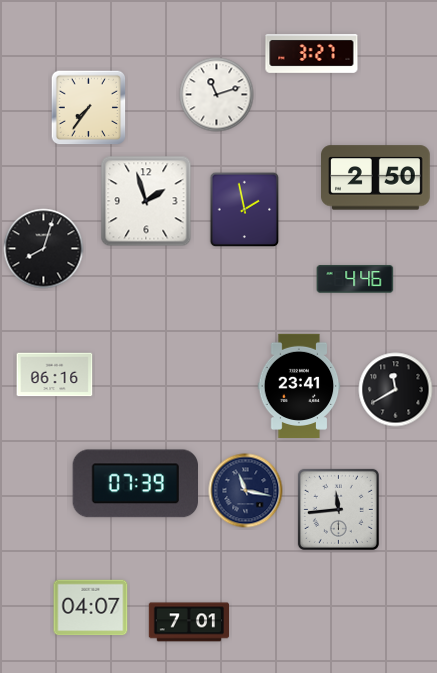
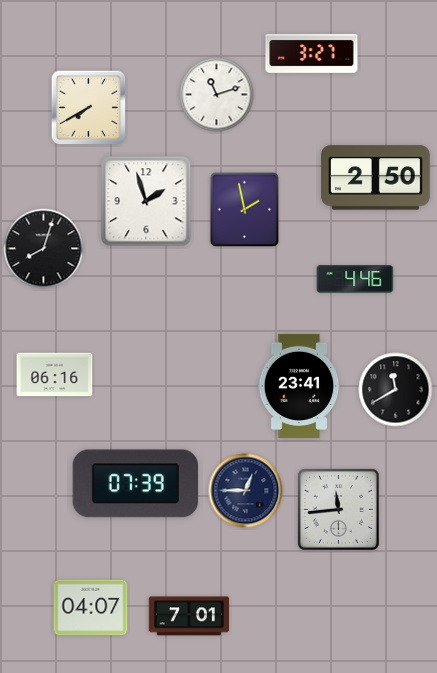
clock at (89, 108): 7:36 -> 7:40
clock at (246, 491): 11:17 -> 12:45
clock at (188, 622) position: (188, 622) -> (188, 616)
